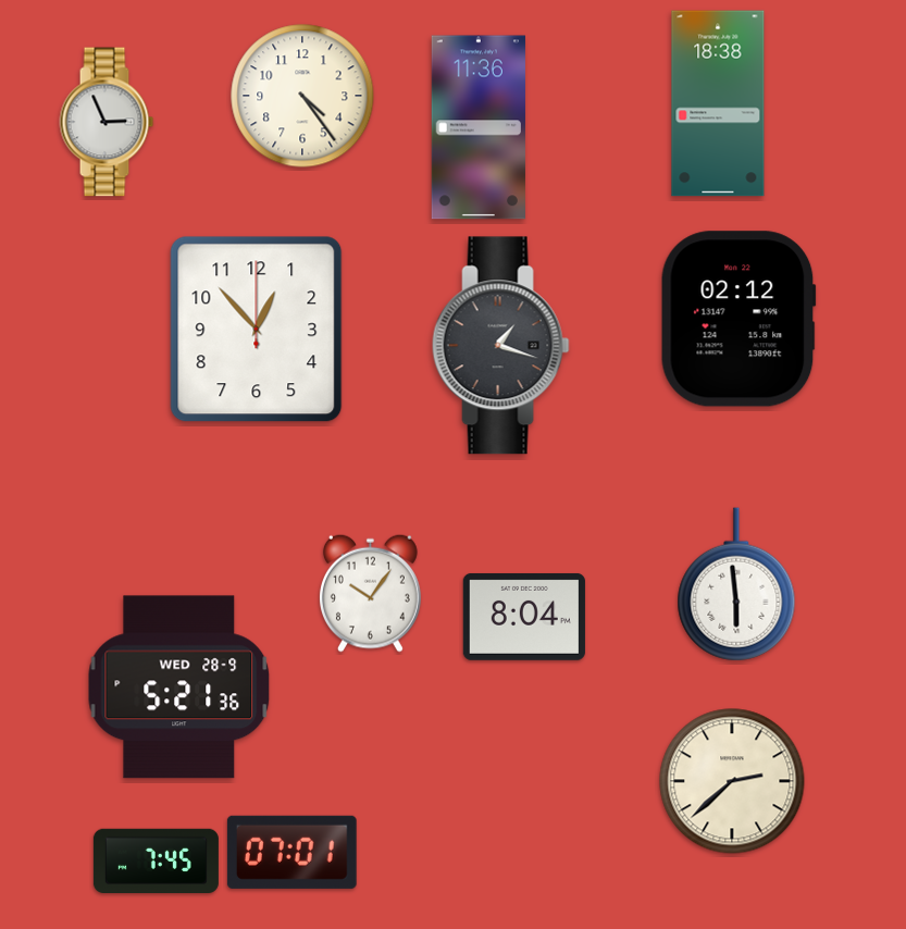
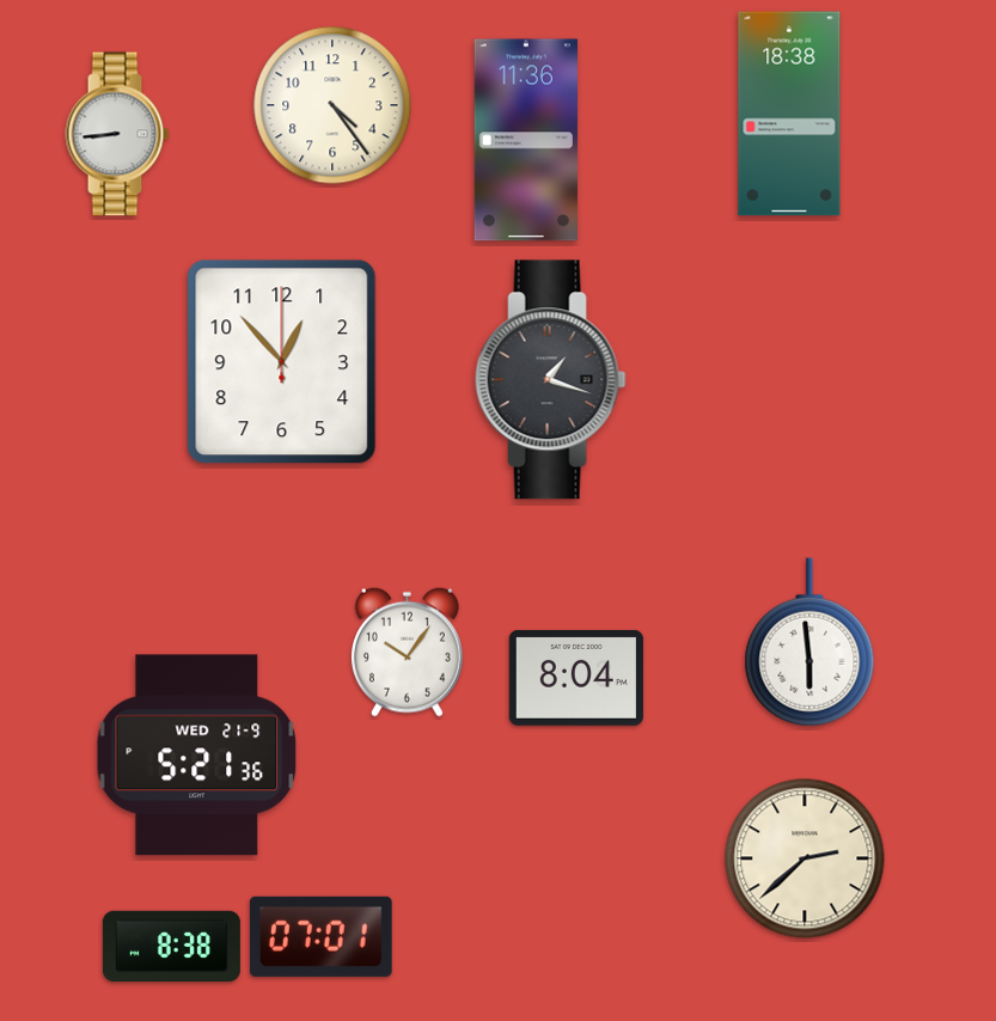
clock at (107, 122): 2:56 -> 8:44
clock at (739, 319): 02:12 -> none
clock at (179, 688) date: WED 28-9 -> WED 21-9
clock at (156, 860): 7:45 -> 8:38
